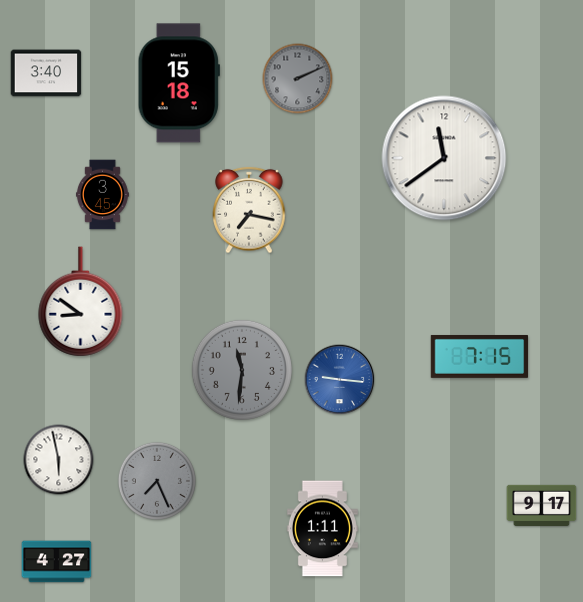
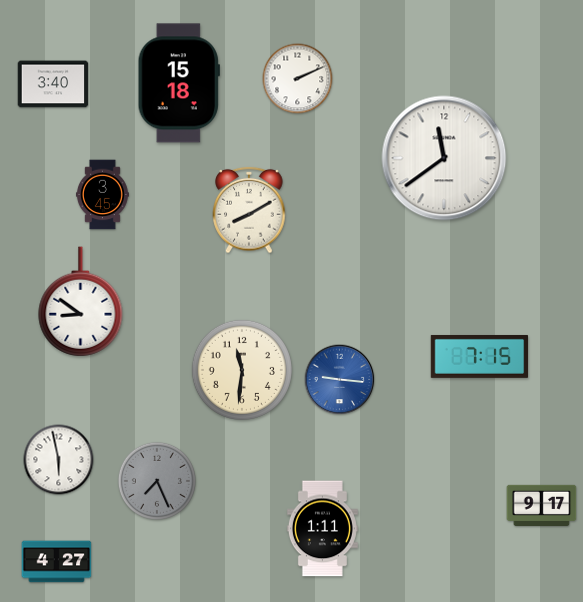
clock at (46, 73) position: (46, 73) -> (53, 84)
clock at (298, 79) dial: grey -> white
clock at (249, 210): 7:17 -> 8:10
clock at (242, 370) dial: grey -> cream
